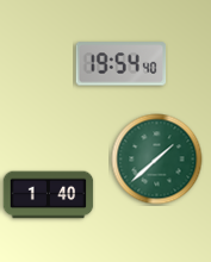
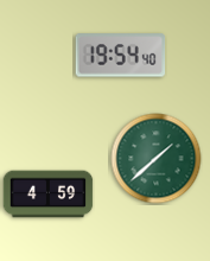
clock at (122, 64) position: (122, 64) -> (121, 56)
clock at (49, 195): 1:40 -> 4:59
